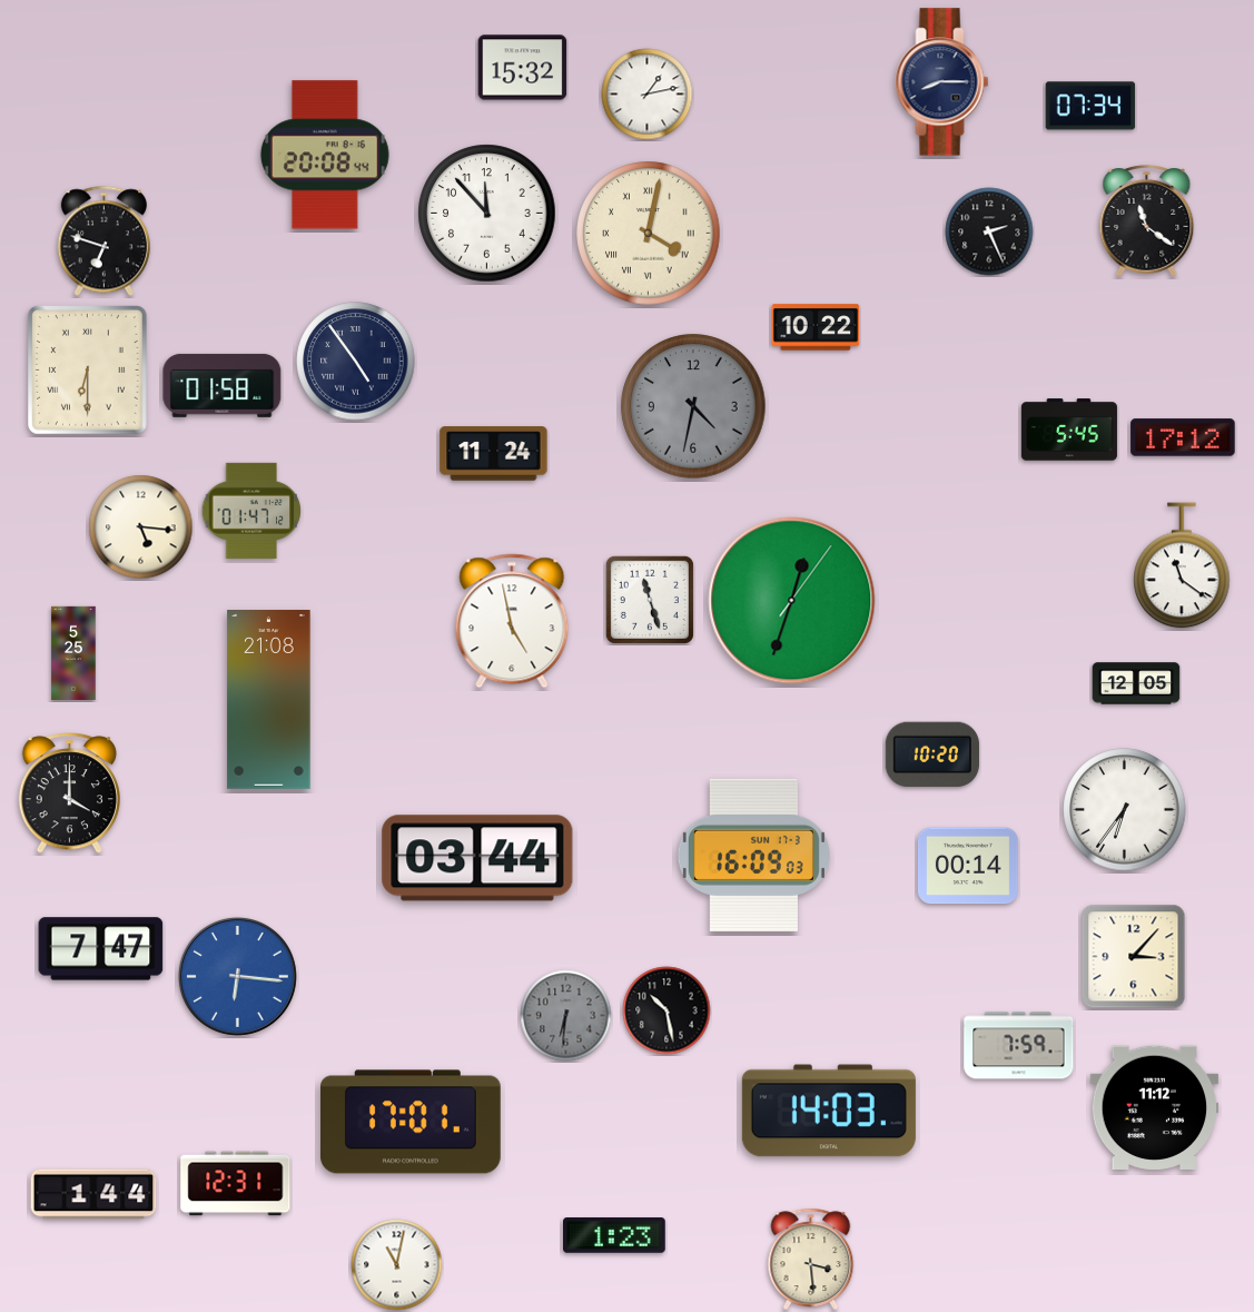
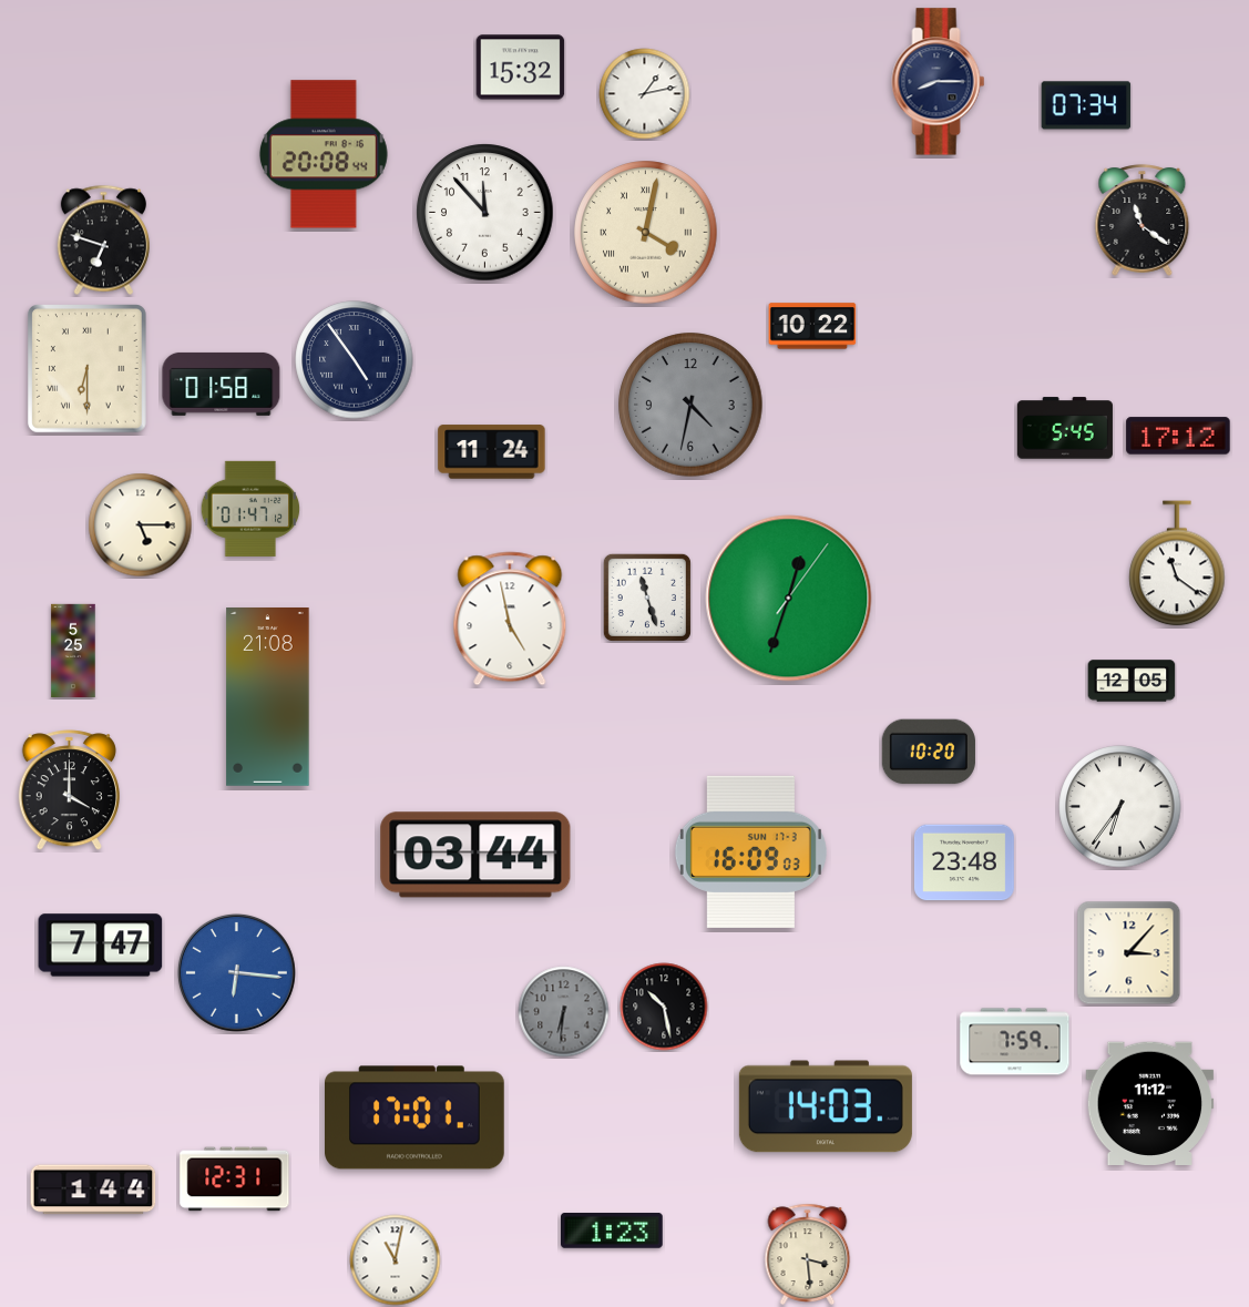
clock at (989, 231): 2:26 -> none
clock at (141, 527): 5:16 -> 5:15
clock at (968, 866): 00:14 -> 23:48
clock at (412, 1122) position: (412, 1122) -> (416, 1117)
